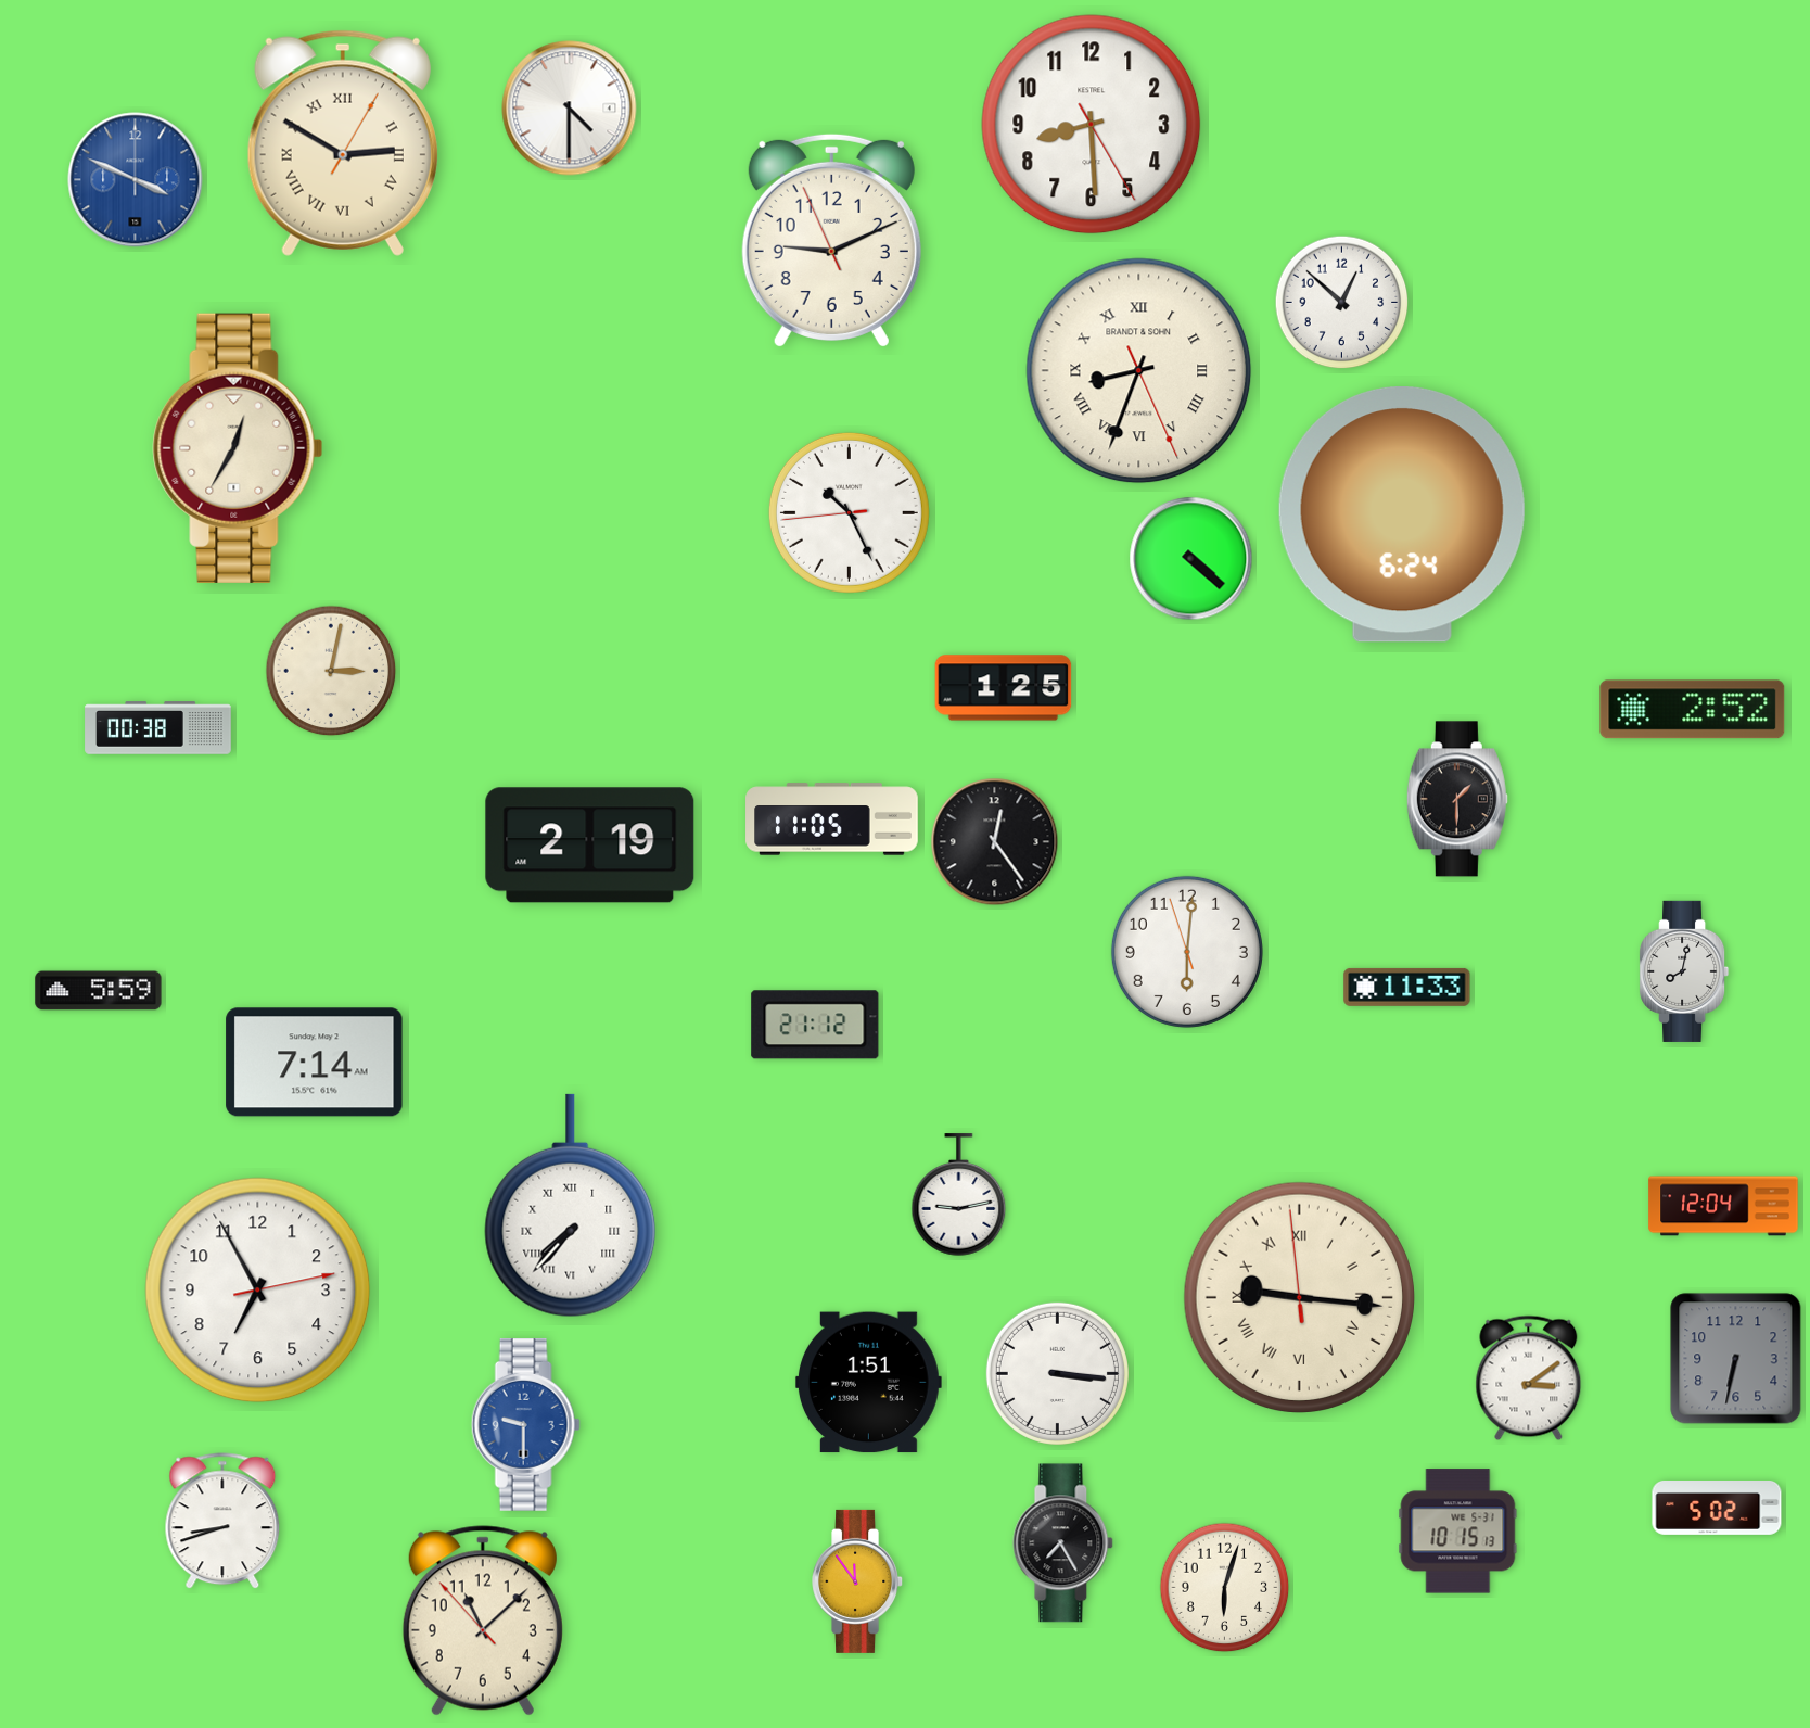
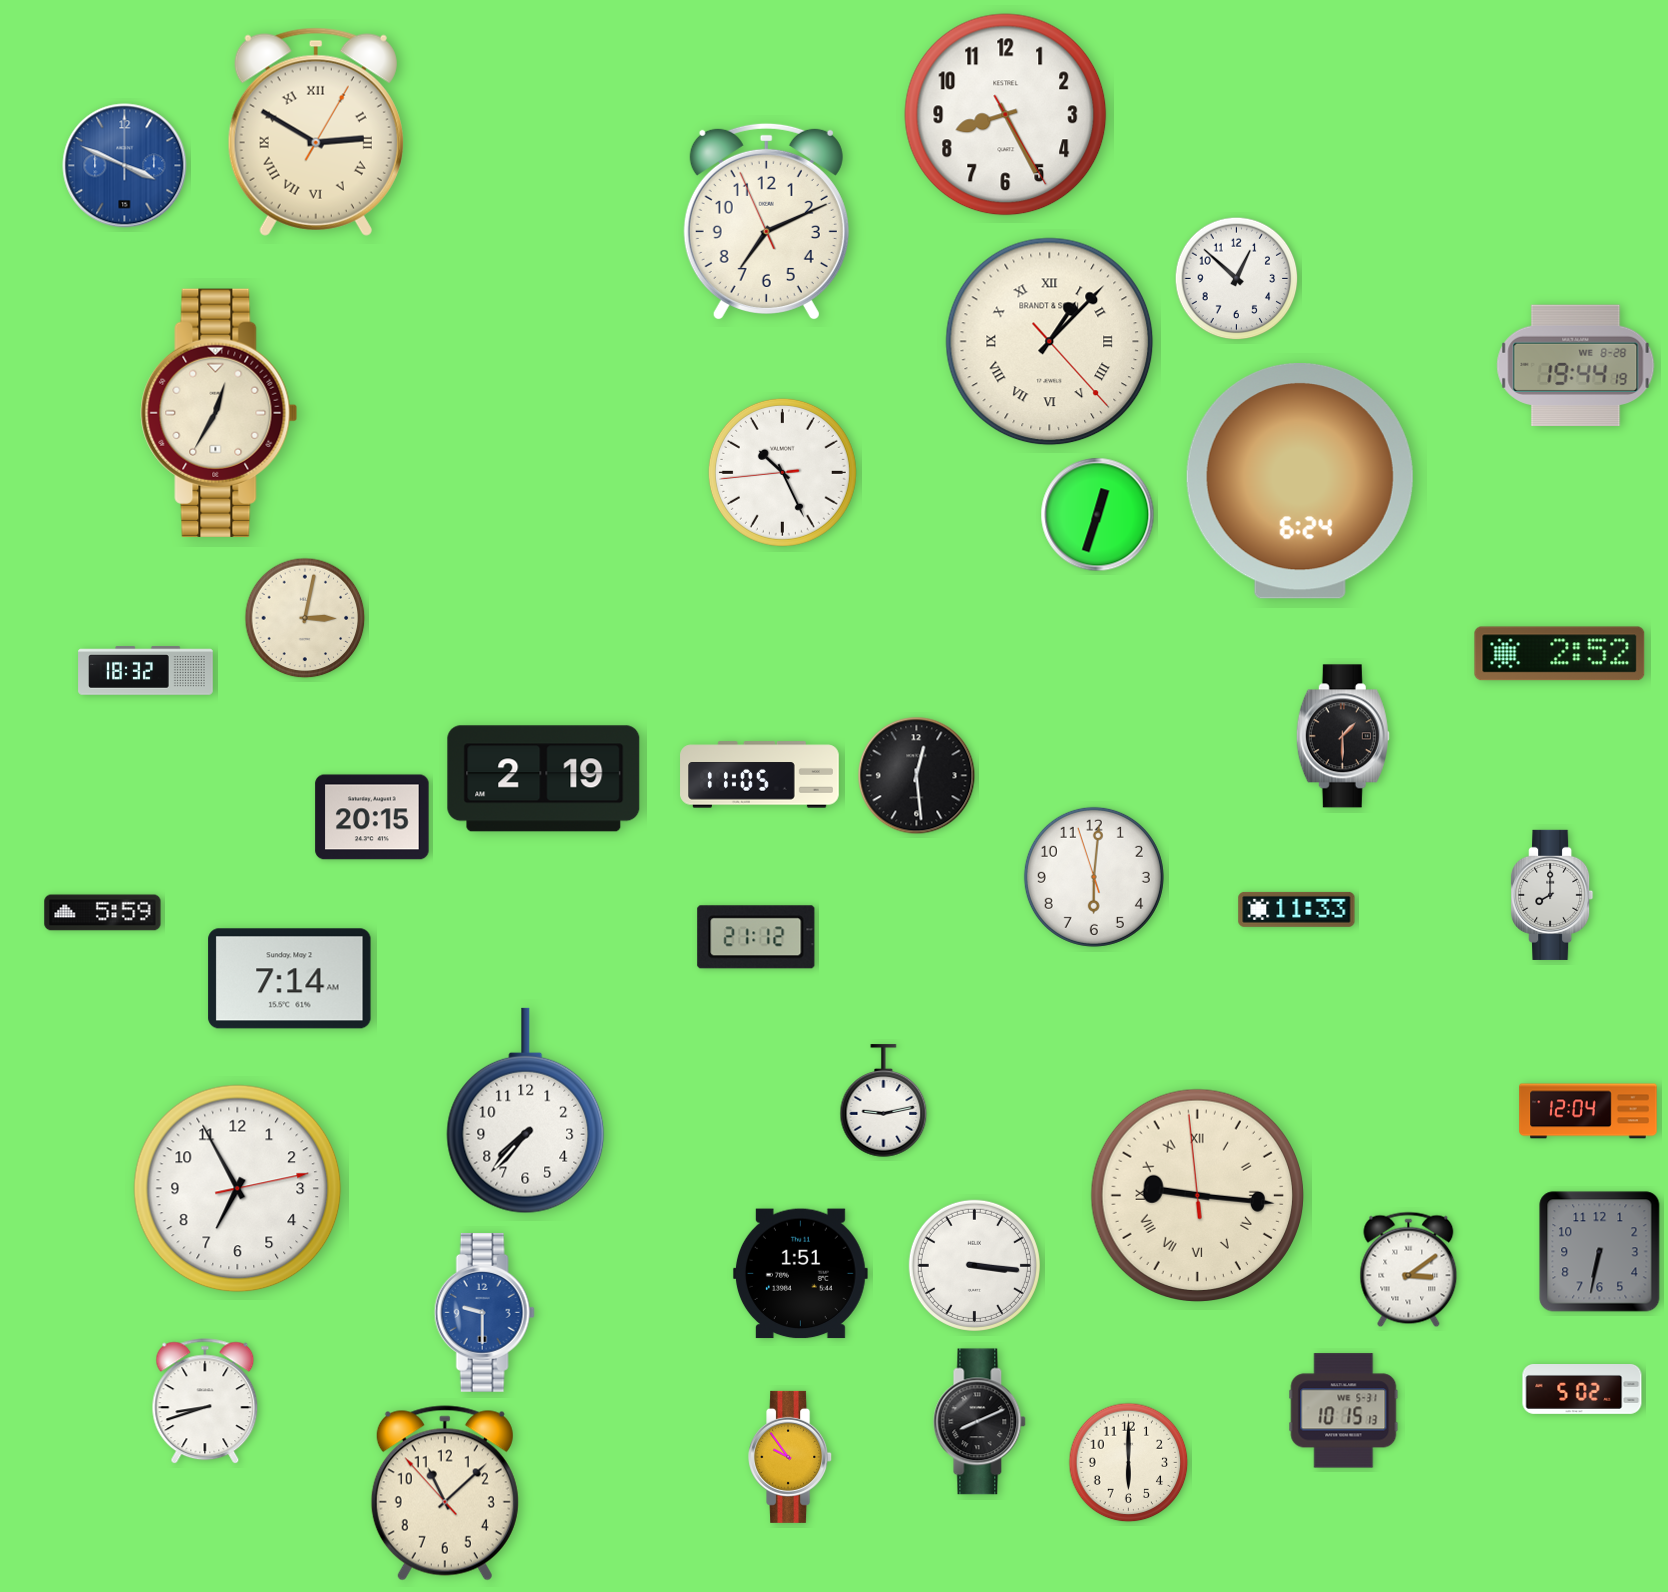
clock at (570, 109): 4:30 -> none
clock at (1092, 125): 8:29 -> 8:25
clock at (831, 240): 9:10 -> 7:10
clock at (1139, 371): 8:33 -> 1:07
clock at (1576, 366): none -> 19:44
clock at (1402, 516) position: (1402, 516) -> (1300, 482)
clock at (1191, 559): 4:22 -> 12:33
clock at (1004, 688): 1:25 -> none
clock at (158, 728): 00:38 -> 18:32
clock at (832, 819) position: (832, 819) -> (760, 775)
clock at (995, 842): 12:24 -> 12:29
clock at (372, 817): none -> 20:15
clock at (1684, 971): 8:02 -> 8:00
clock at (99, 991) position: (99, 991) -> (103, 913)
clock at (815, 1025) position: (815, 1025) -> (756, 937)
clock at (571, 1206) numerals: Roman -> Arabic
clock at (1063, 1543): 7:25 -> 8:11
clock at (858, 1581): 11:54 -> 9:54
clock at (1225, 1588): 6:03 -> 6:00
